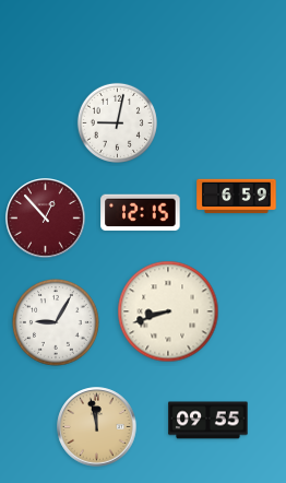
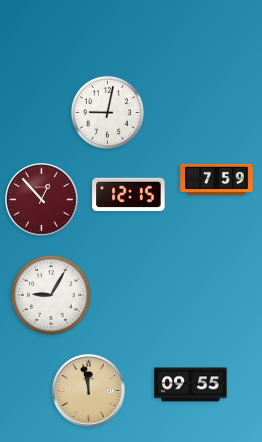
clock at (237, 197): 6:59 -> 7:59
clock at (168, 311): 8:42 -> none
